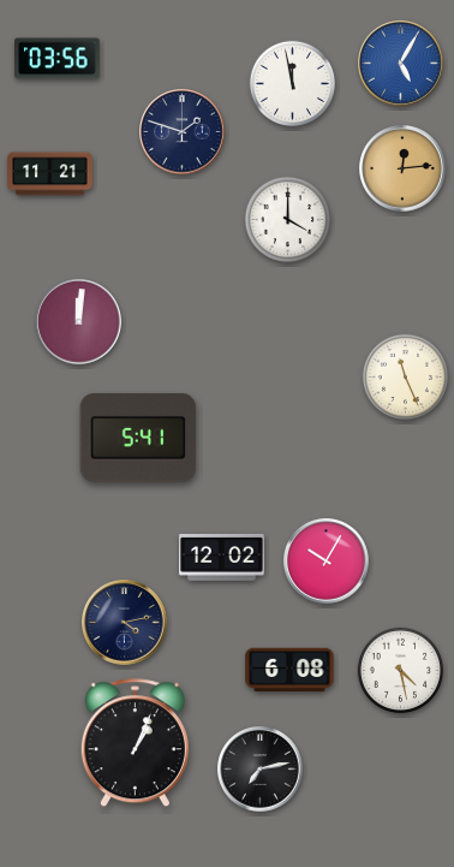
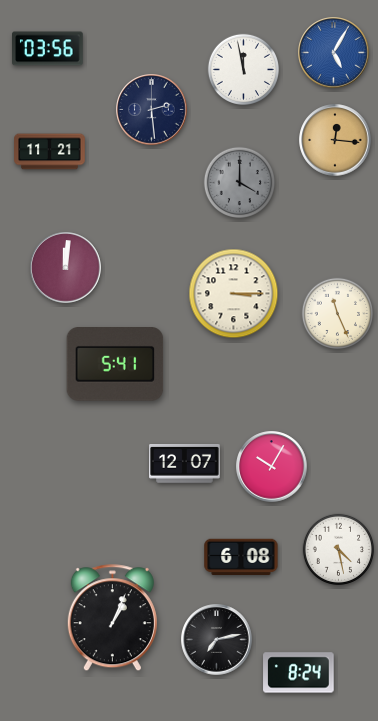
clock at (183, 132): 1:48 -> 2:29
clock at (402, 168): 12:14 -> 12:16
clock at (50, 174) position: (50, 174) -> (50, 152)
clock at (287, 219) dial: white -> grey
clock at (234, 294): none -> 3:15
clock at (222, 558): 12:02 -> 12:07
clock at (125, 623): 4:13 -> none
clock at (400, 670) position: (400, 670) -> (338, 549)
clock at (299, 673): none -> 8:24
